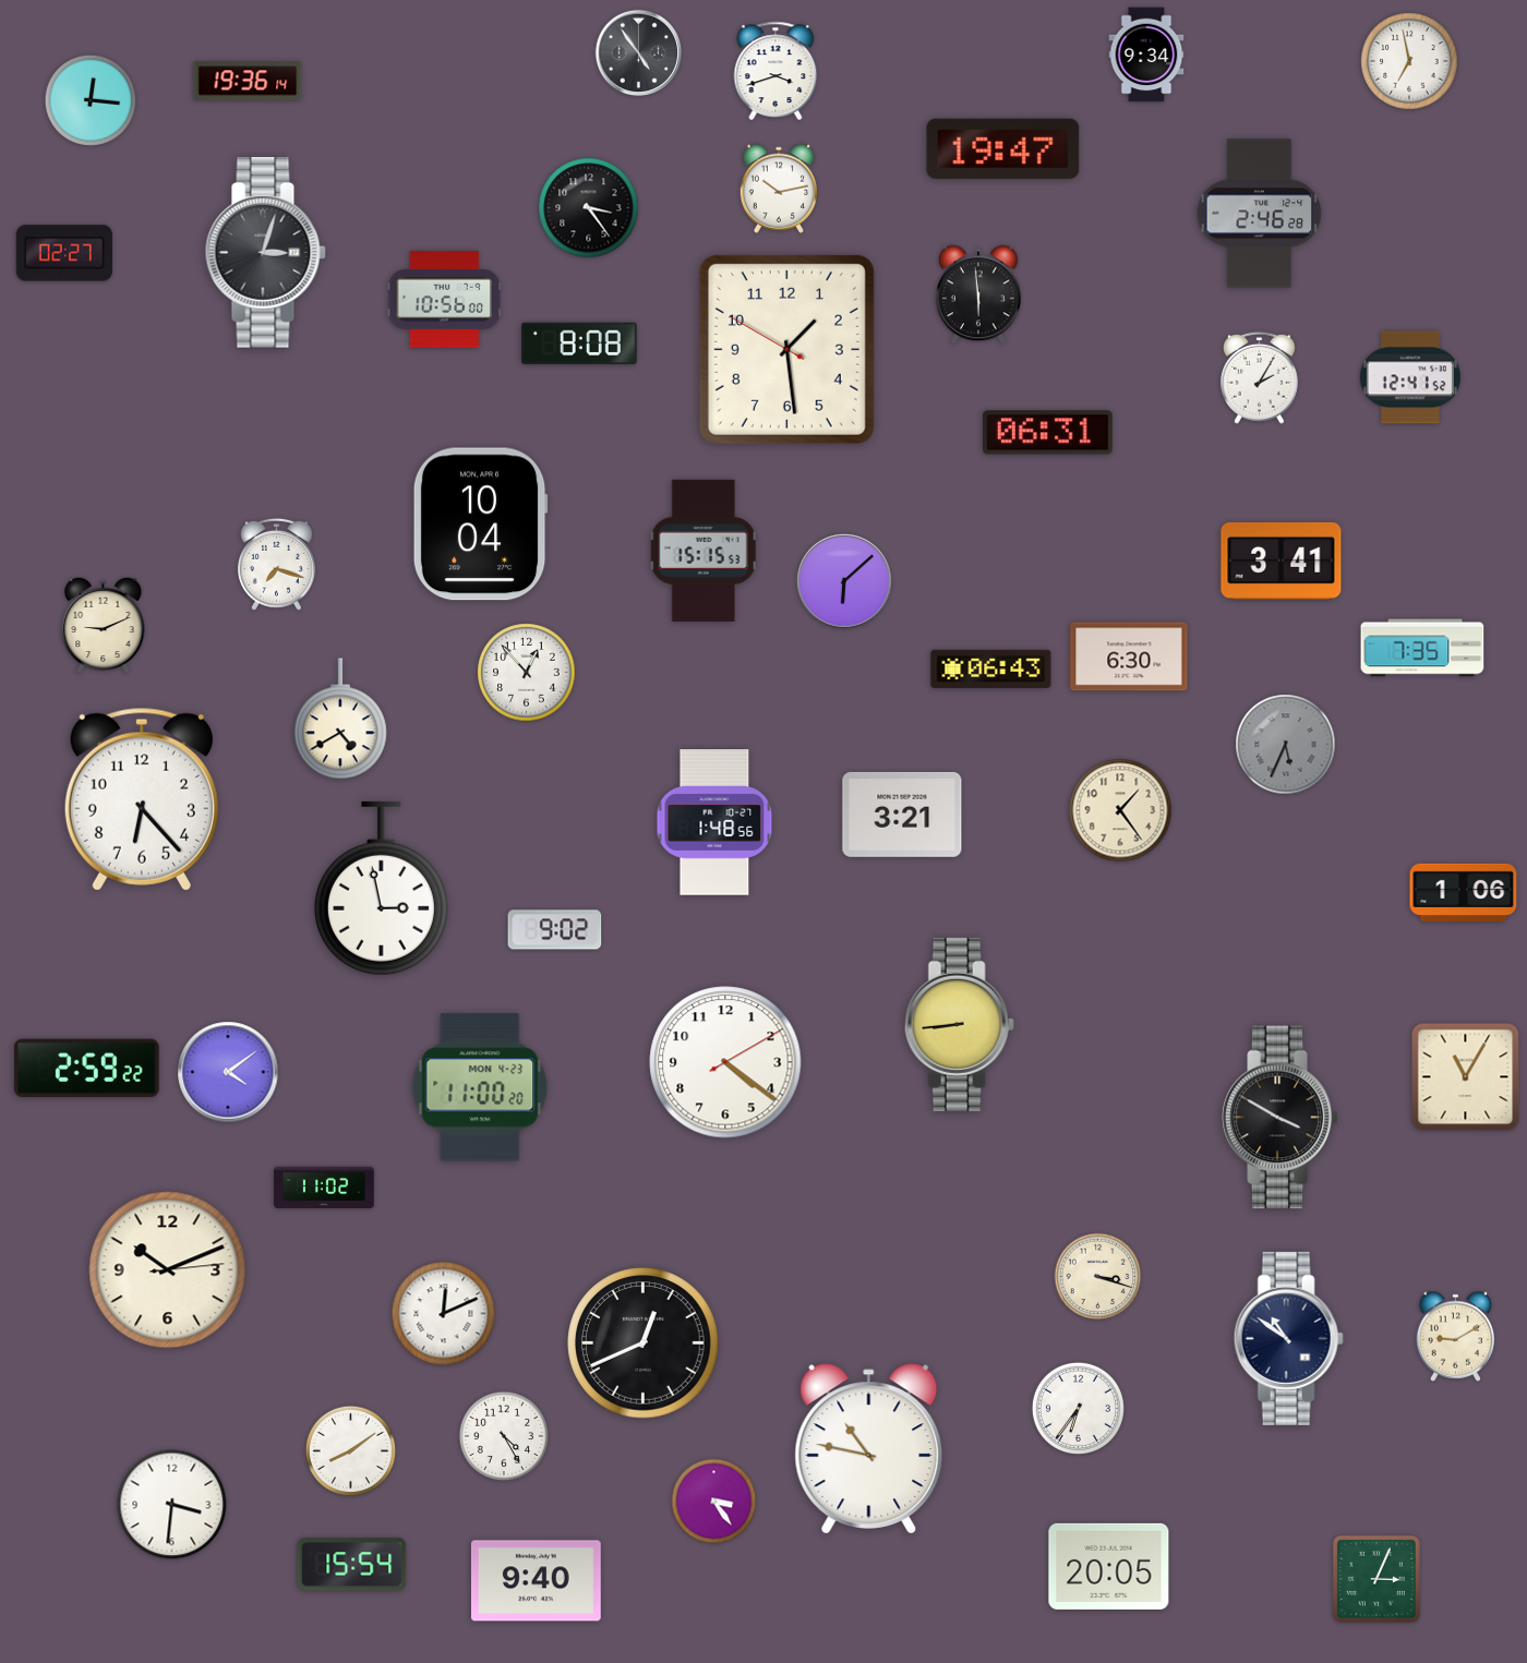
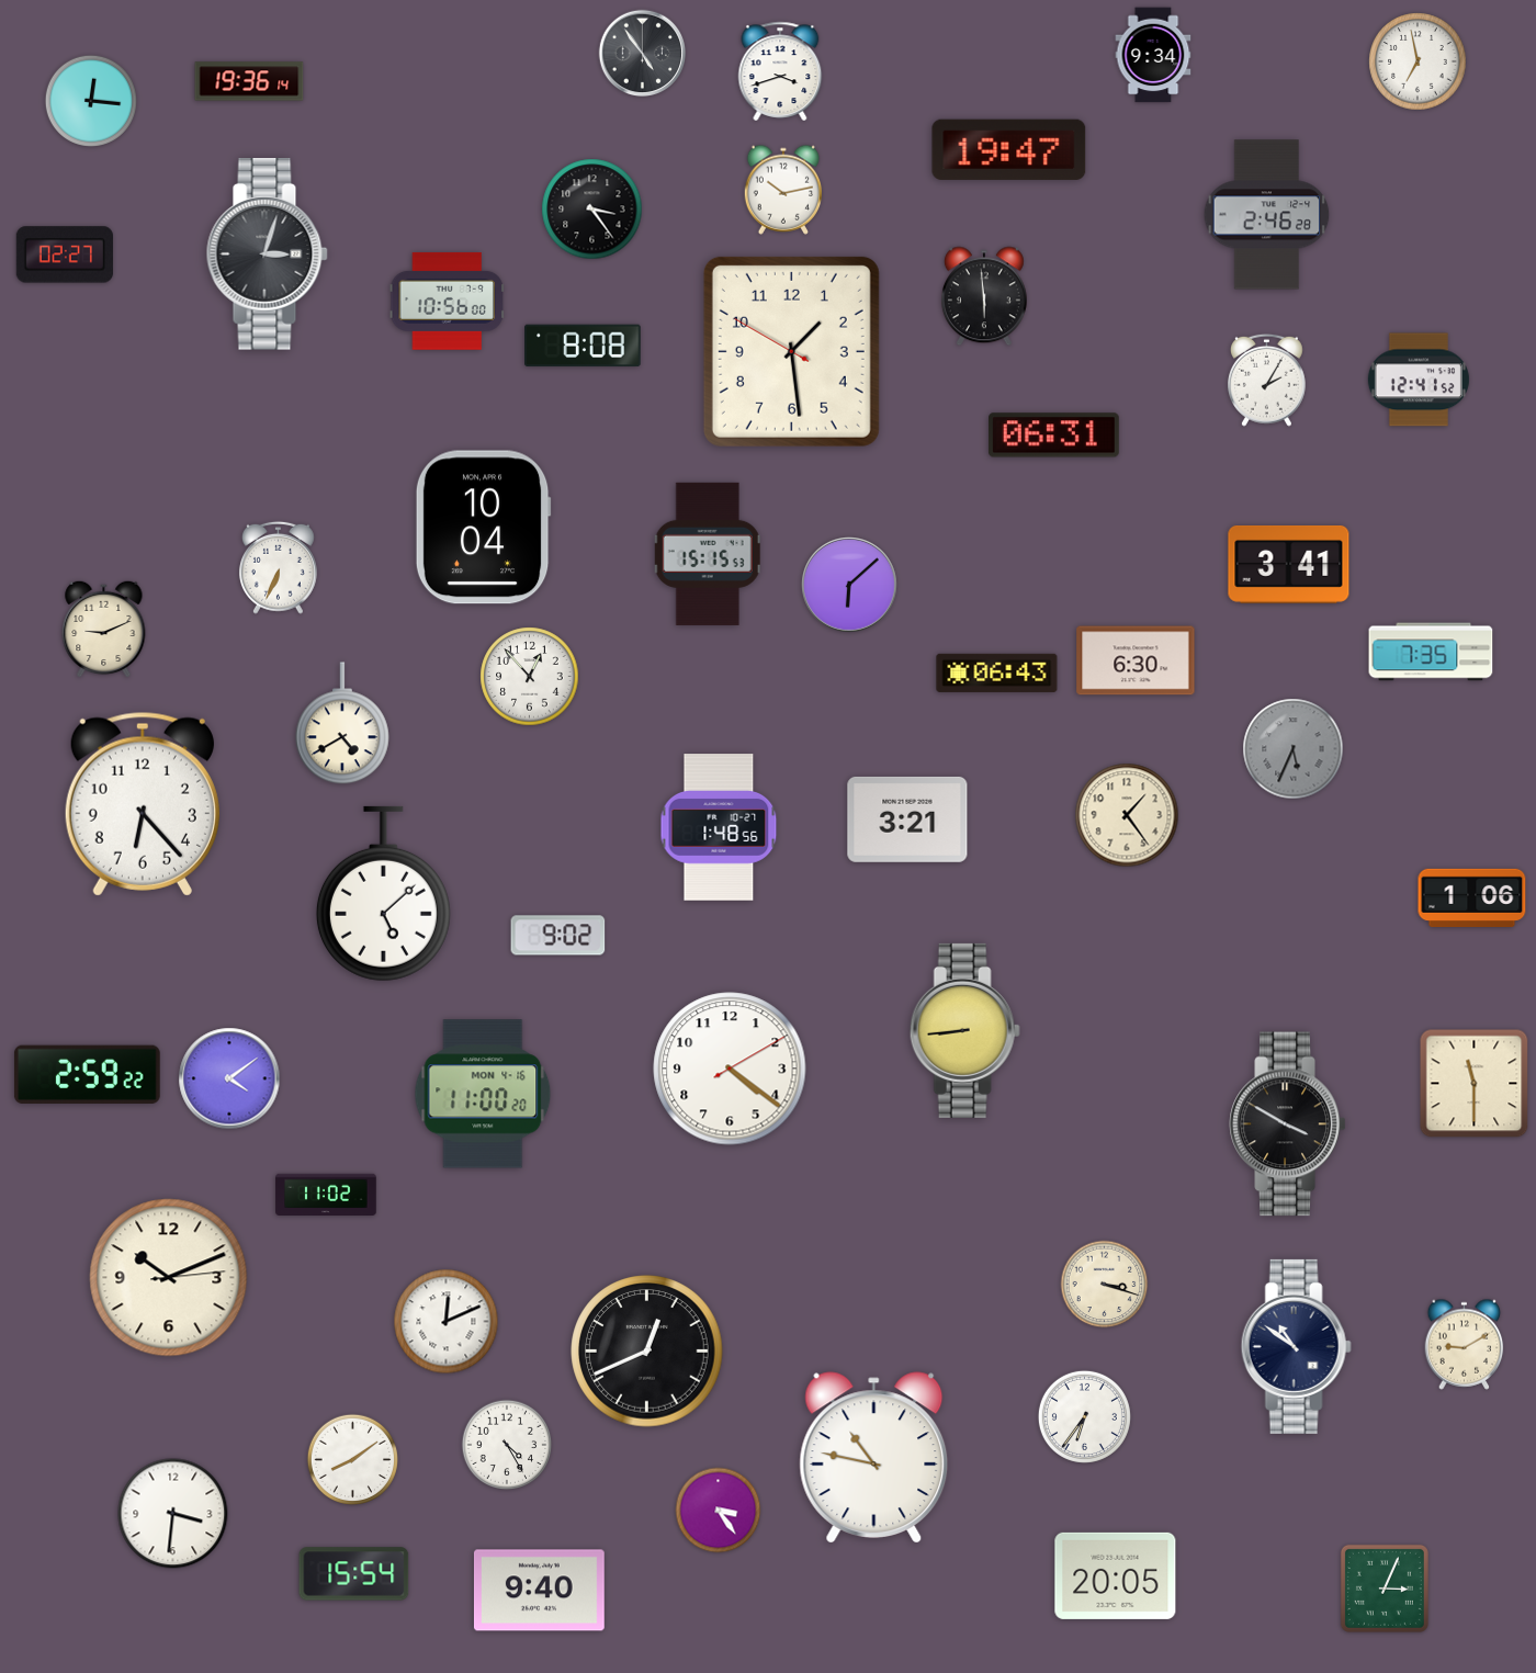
clock at (276, 564): 7:18 -> 6:34
clock at (381, 889): 2:58 -> 5:08
clock at (1466, 1077): 11:05 -> 11:30
clock at (480, 1087) date: MON 4-23 -> MON 4-16
